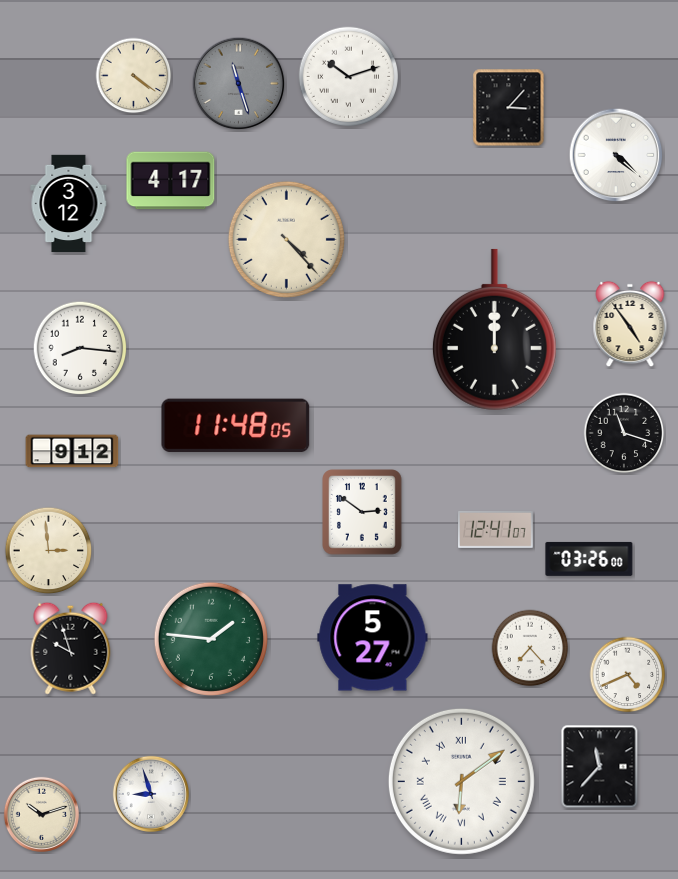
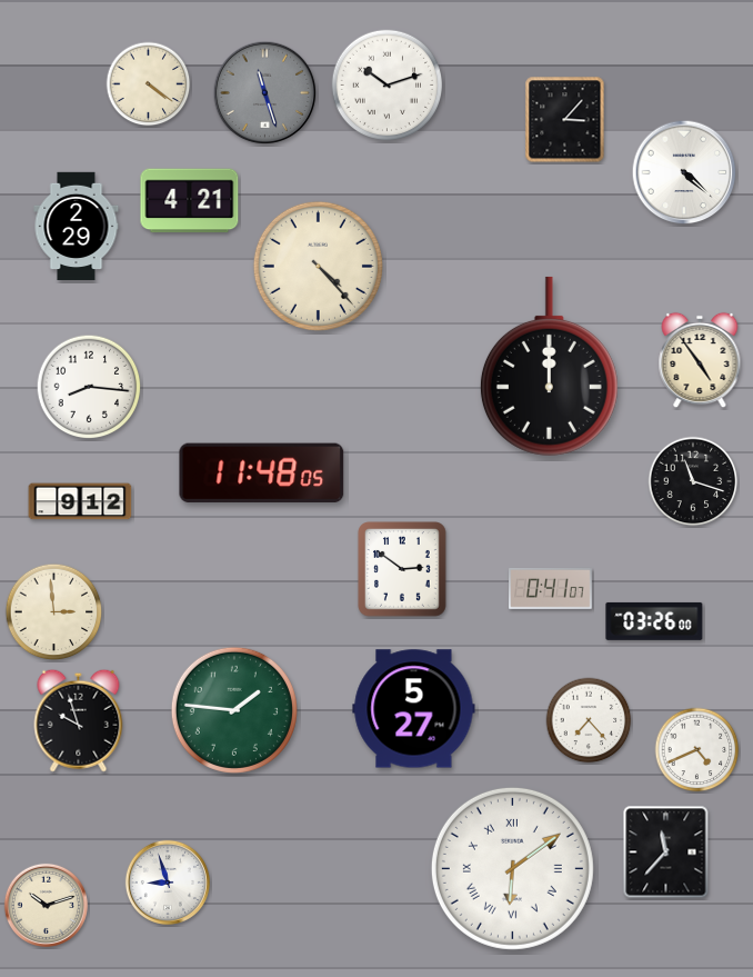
clock at (171, 181): 4:17 -> 4:21
clock at (69, 204): 3:12 -> 2:29
clock at (496, 529): 12:41 -> 0:41
